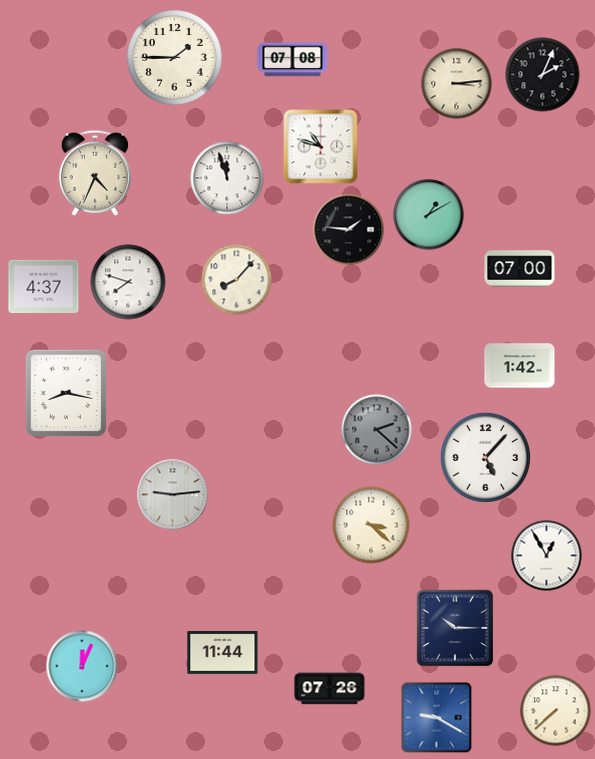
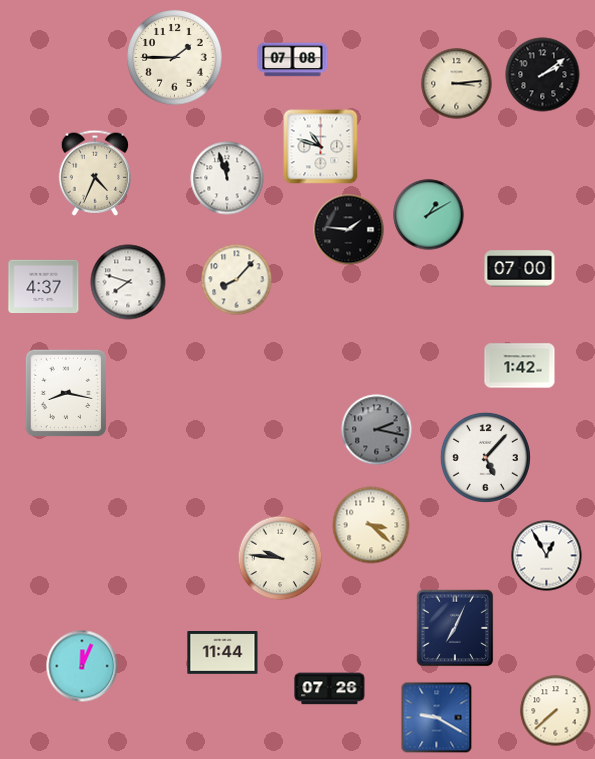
clock at (543, 75): 2:04 -> 2:09
clock at (377, 430): 2:22 -> 2:17
clock at (173, 495): 9:14 -> none
clock at (280, 558): none -> 9:46
clock at (455, 628): 10:15 -> 7:04
